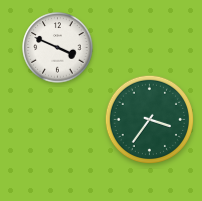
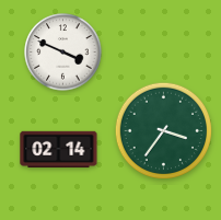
clock at (59, 150): none -> 02:14
